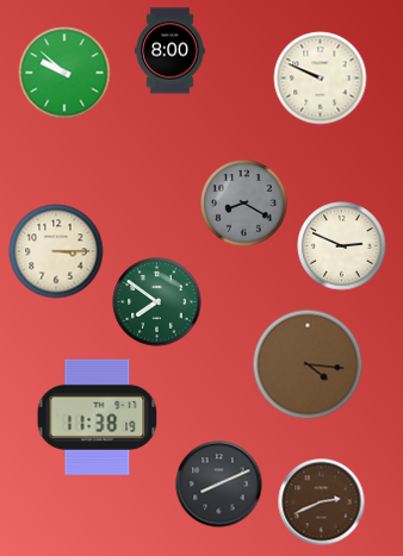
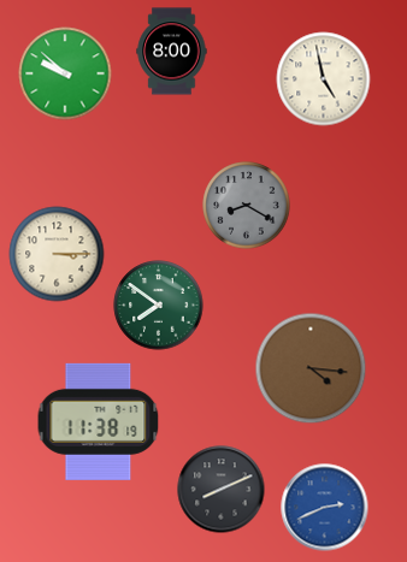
clock at (321, 79): 9:49 -> 4:58
clock at (342, 246): 2:49 -> none
clock at (322, 502) dial: brown -> blue
